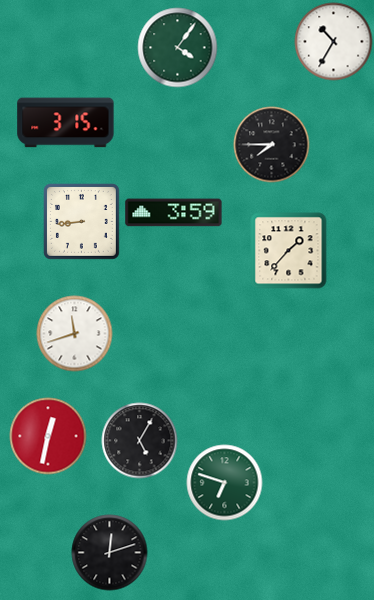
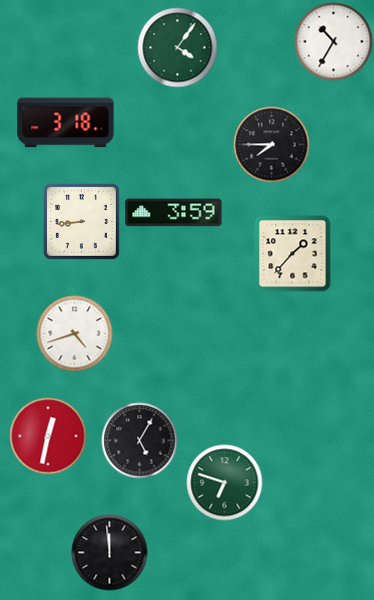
clock at (66, 123): 3:15 -> 3:18
clock at (289, 251) position: (289, 251) -> (293, 254)
clock at (75, 334): 11:42 -> 4:42
clock at (110, 553): 12:12 -> 11:59
